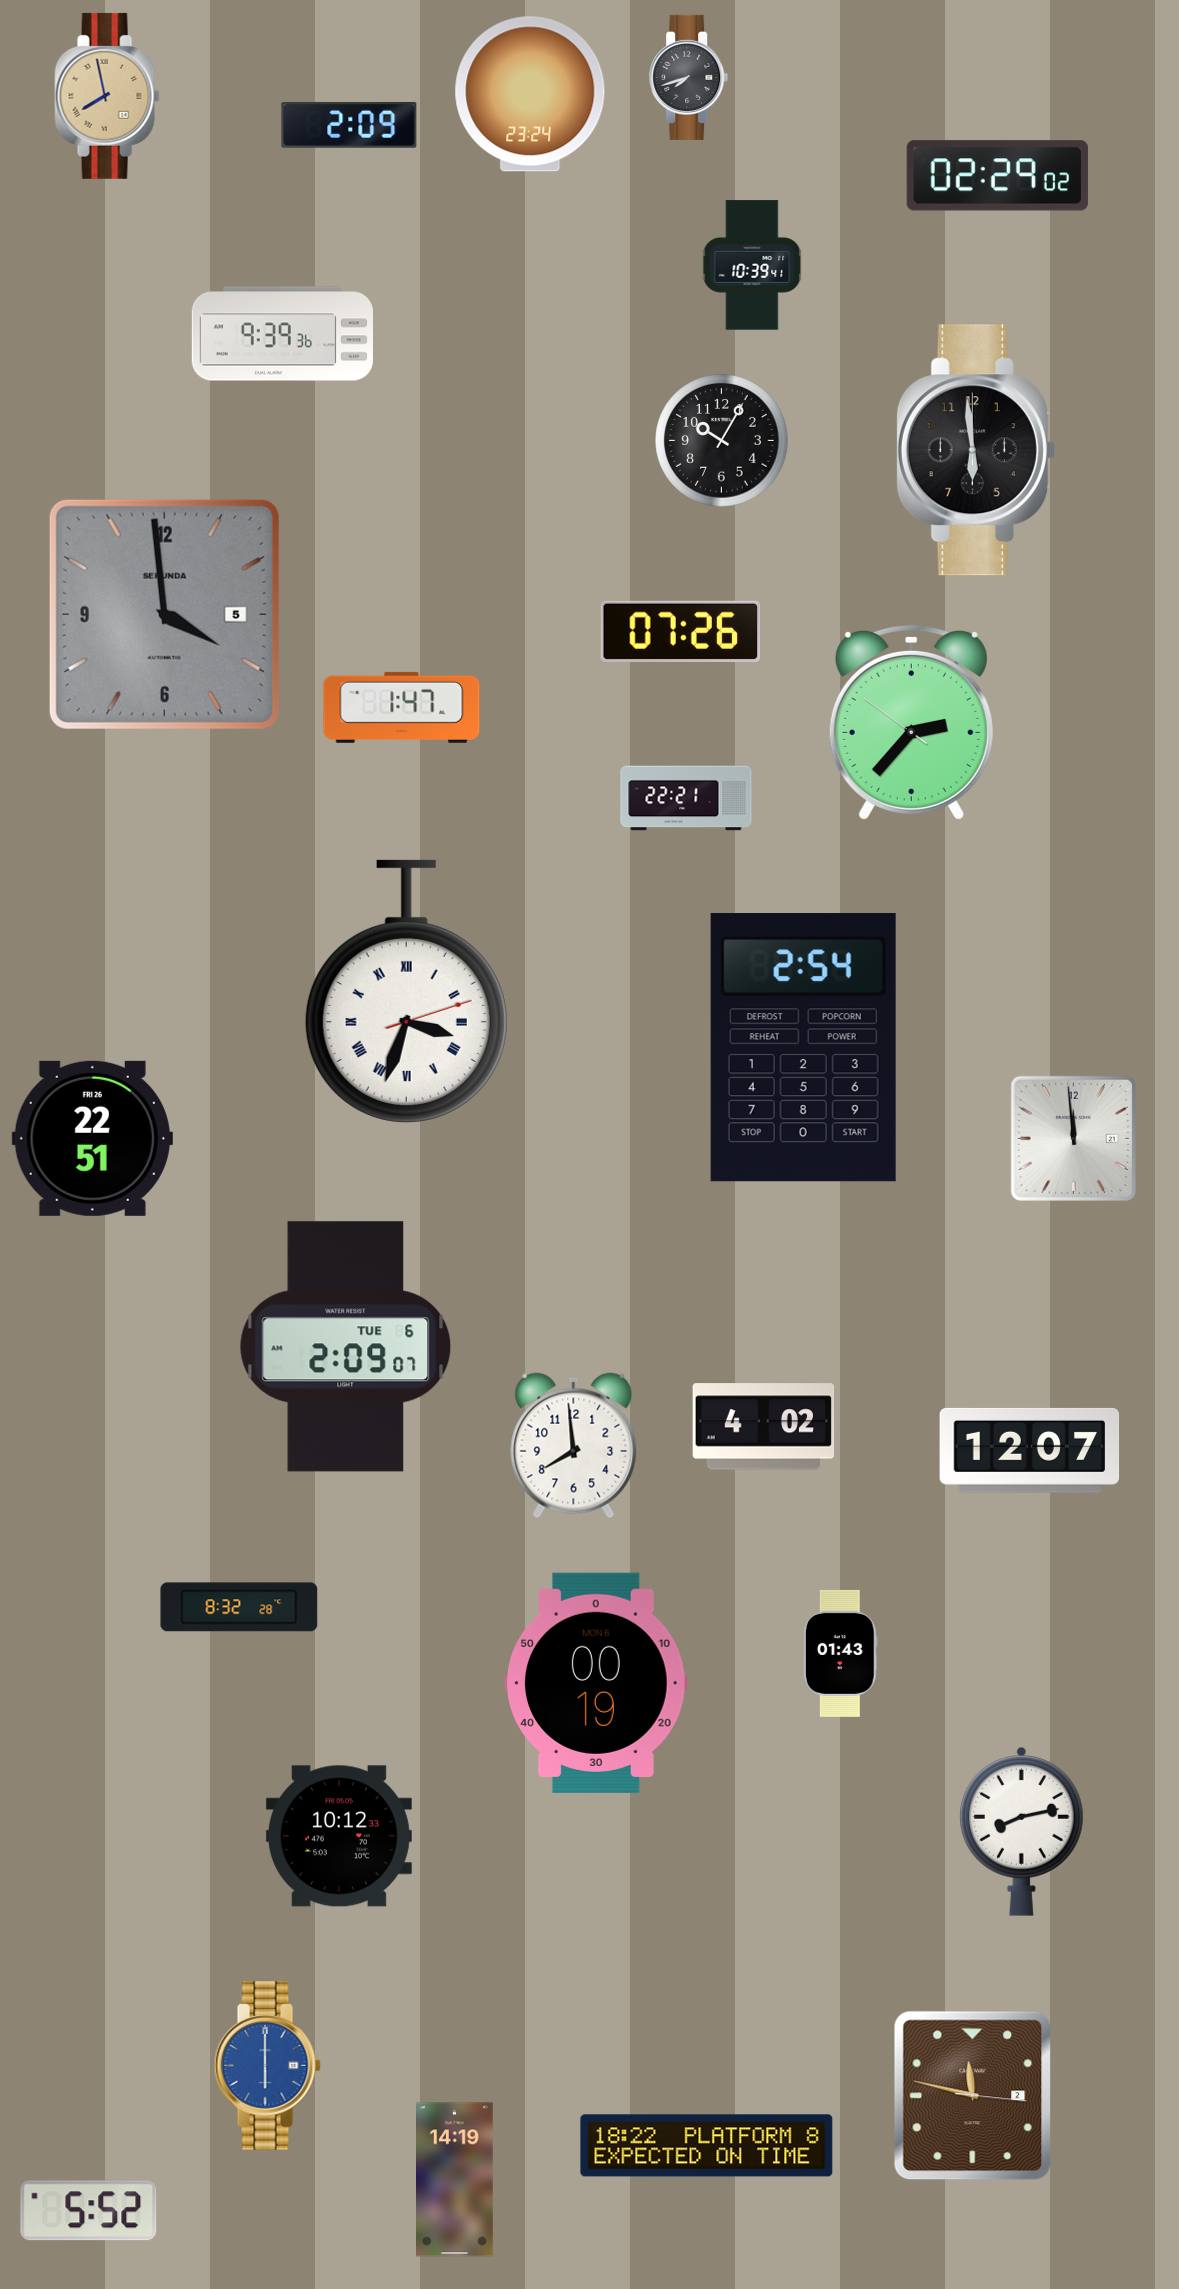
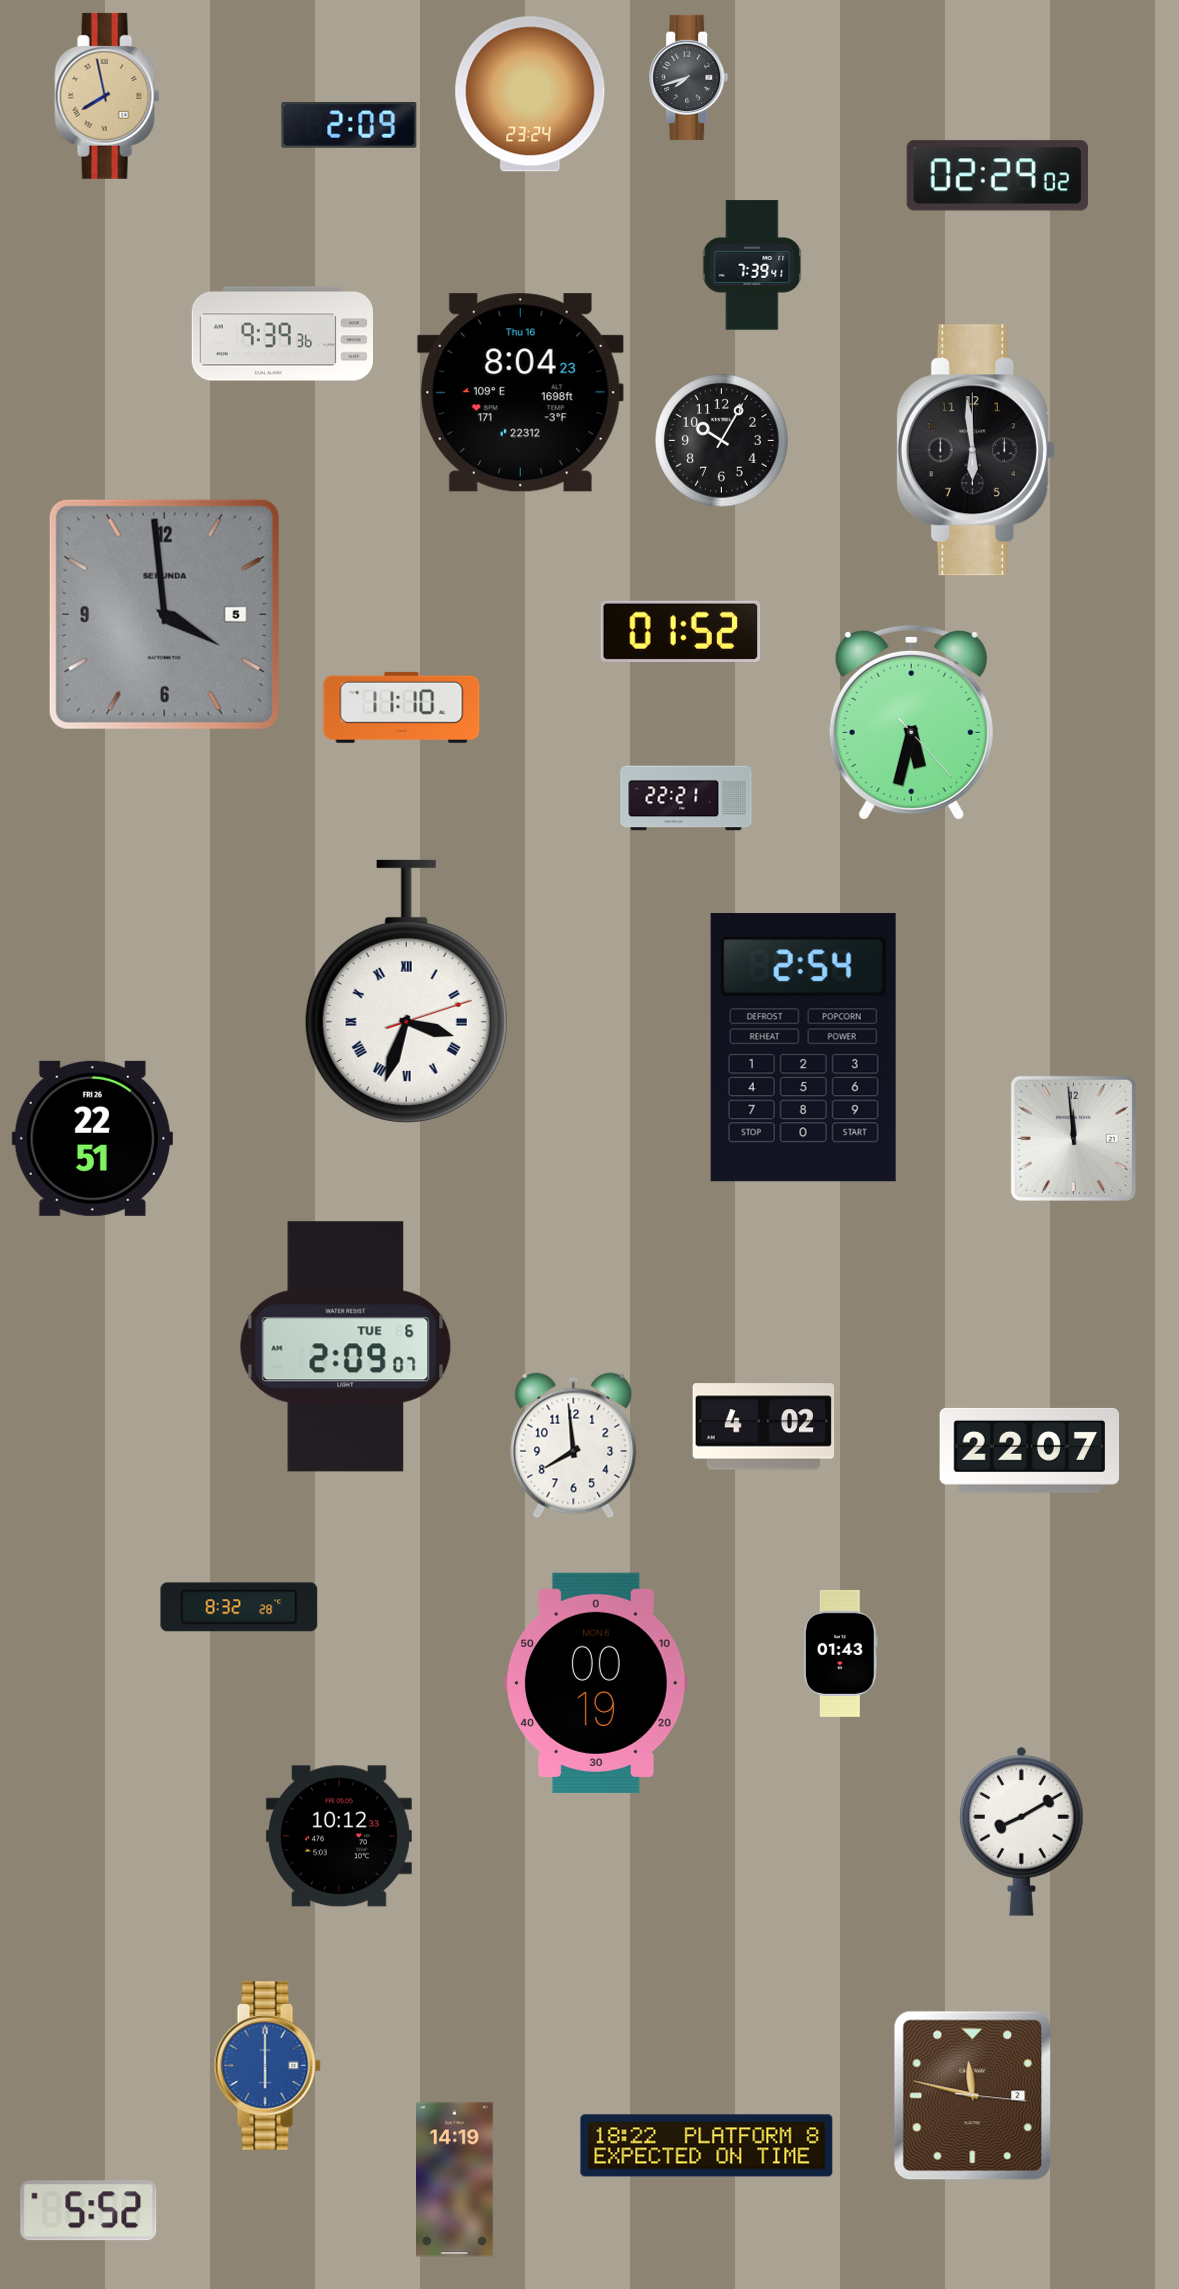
clock at (752, 265): 10:39 -> 7:39
clock at (520, 393): none -> 8:04
clock at (681, 631): 07:26 -> 01:52
clock at (402, 707): 1:47 -> 11:10
clock at (911, 722): 2:36 -> 5:32
clock at (1030, 1450): 12:07 -> 22:07
clock at (1022, 1832): 8:13 -> 8:10
